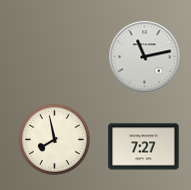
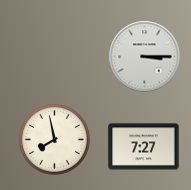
clock at (145, 57): 11:13 -> 3:15
